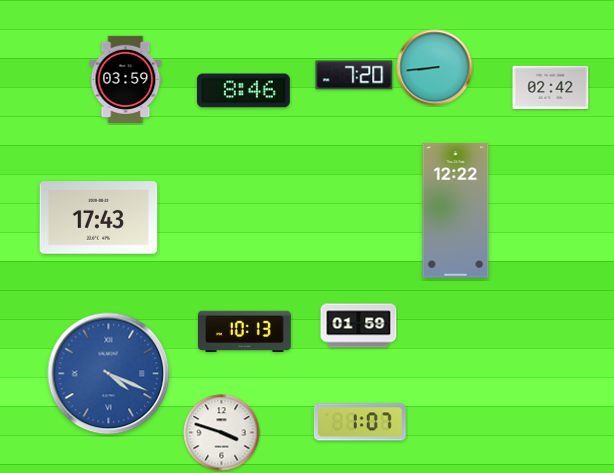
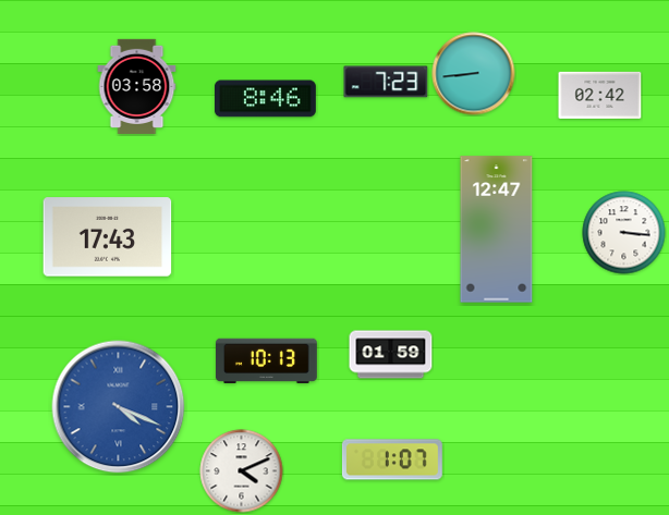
clock at (354, 75): 7:20 -> 7:23
clock at (126, 79): 03:59 -> 03:58
clock at (456, 211): 12:22 -> 12:47
clock at (624, 233): none -> 3:16
clock at (222, 433): 3:48 -> 4:11
